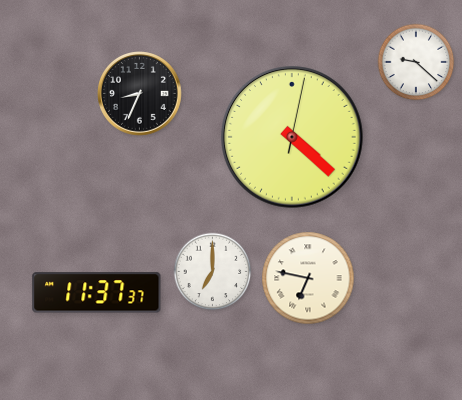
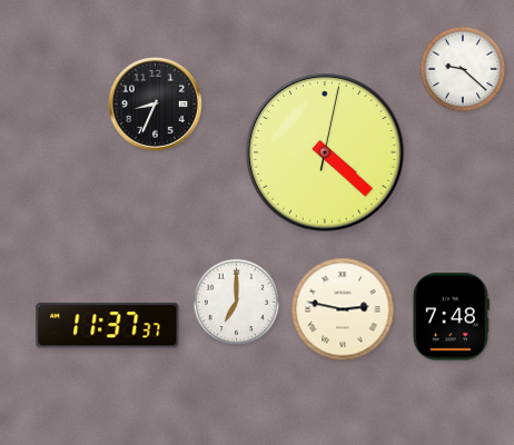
clock at (308, 278): 6:47 -> 2:47
clock at (451, 317): none -> 7:48
